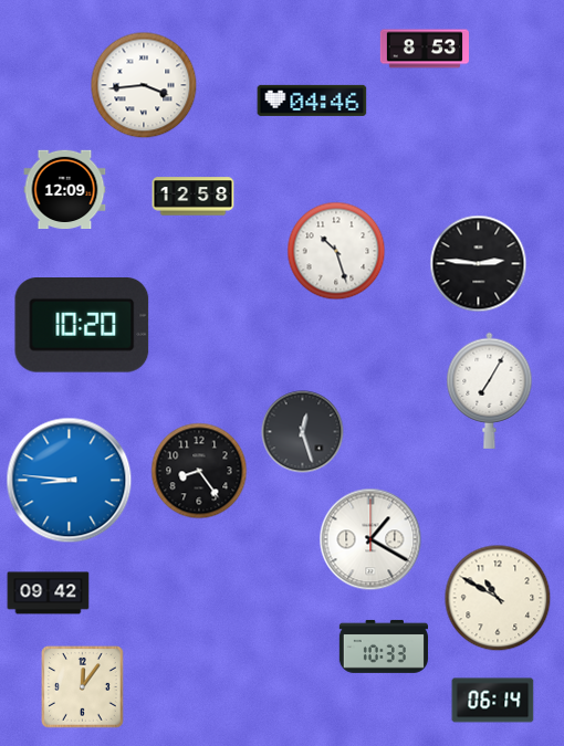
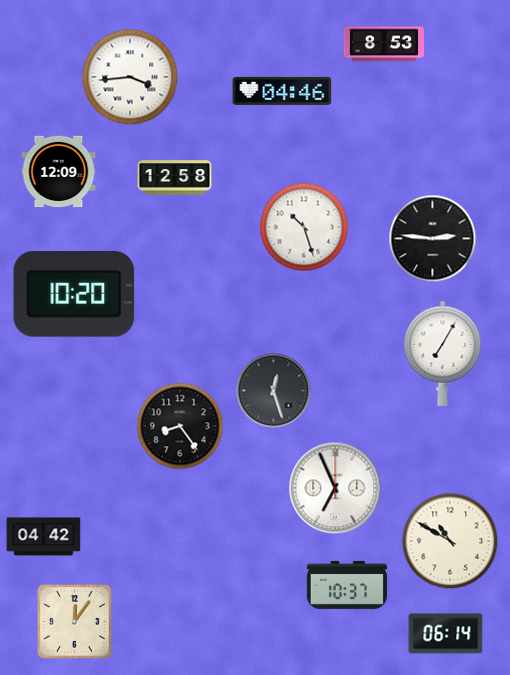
clock at (70, 481): 8:46 -> none
clock at (370, 539): 1:20 -> 6:56
clock at (49, 593): 09:42 -> 04:42
clock at (384, 647): 10:33 -> 10:37
